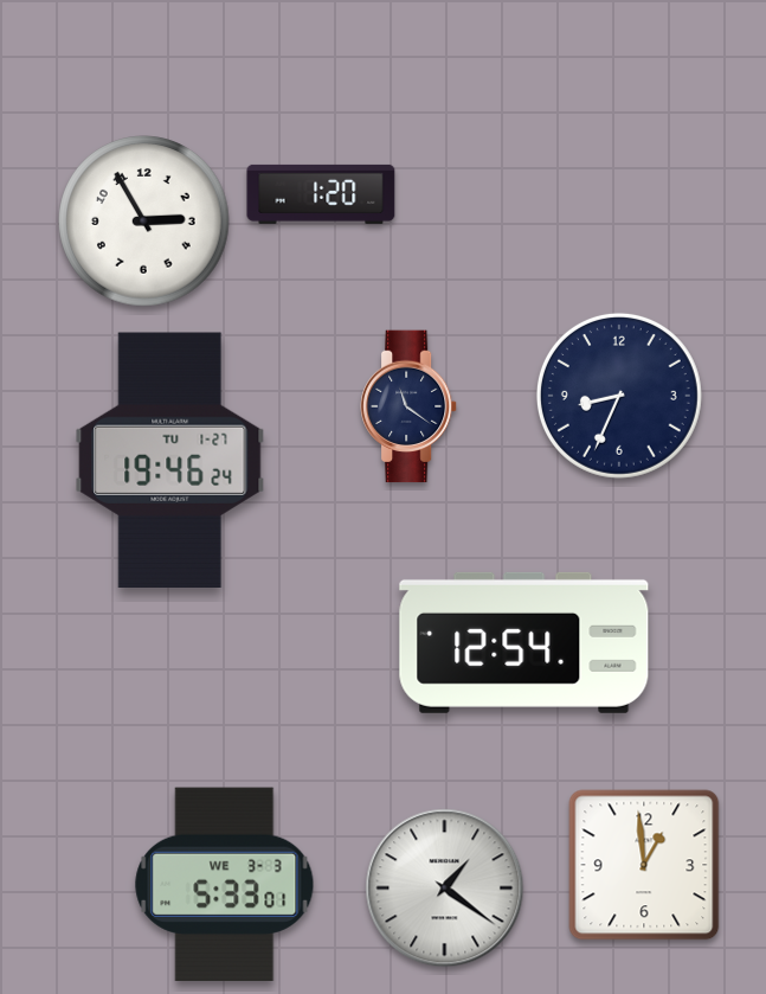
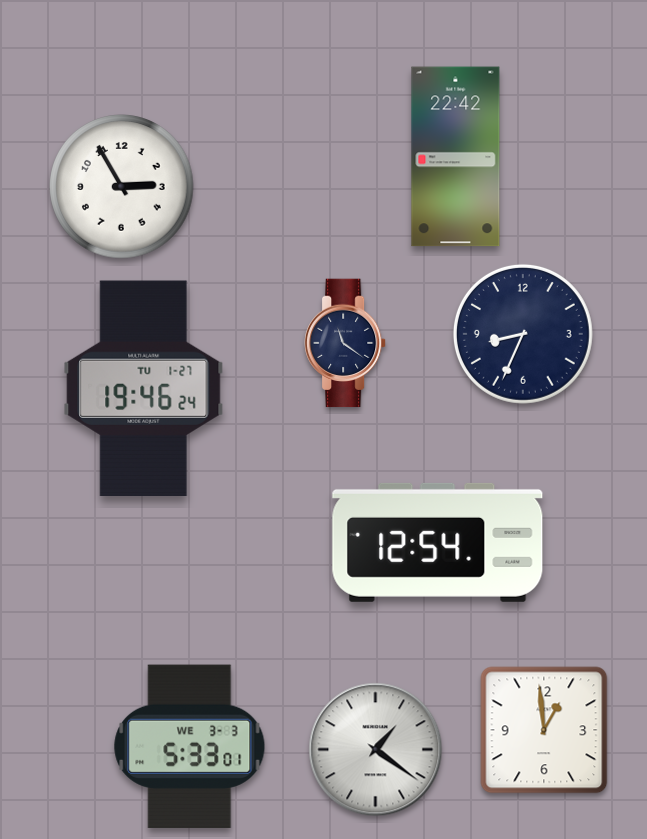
clock at (456, 157): none -> 22:42
clock at (321, 194): 1:20 -> none
clock at (524, 642) position: (524, 642) -> (438, 542)
